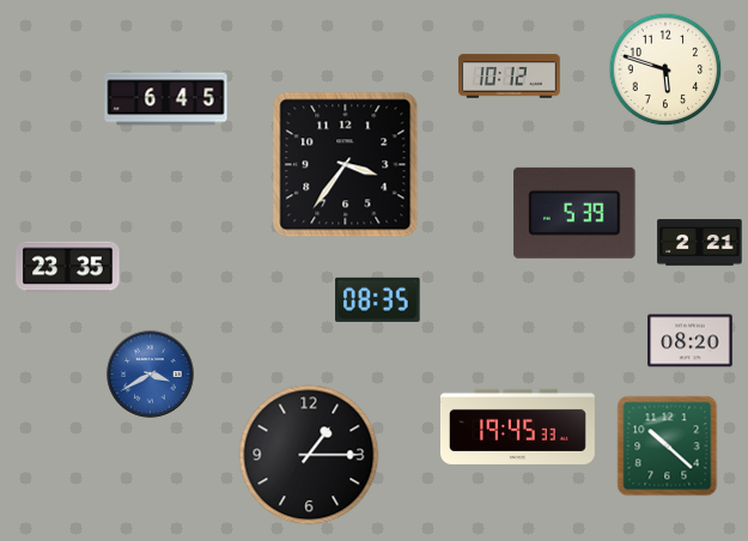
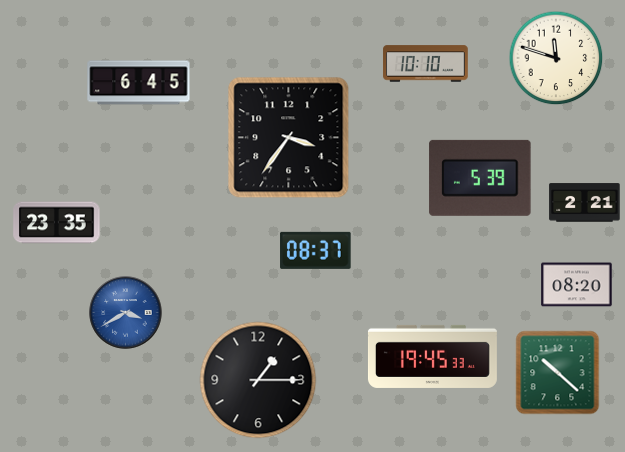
clock at (665, 69): 5:48 -> 11:48
clock at (510, 77): 10:12 -> 10:10
clock at (378, 299): 08:35 -> 08:37
